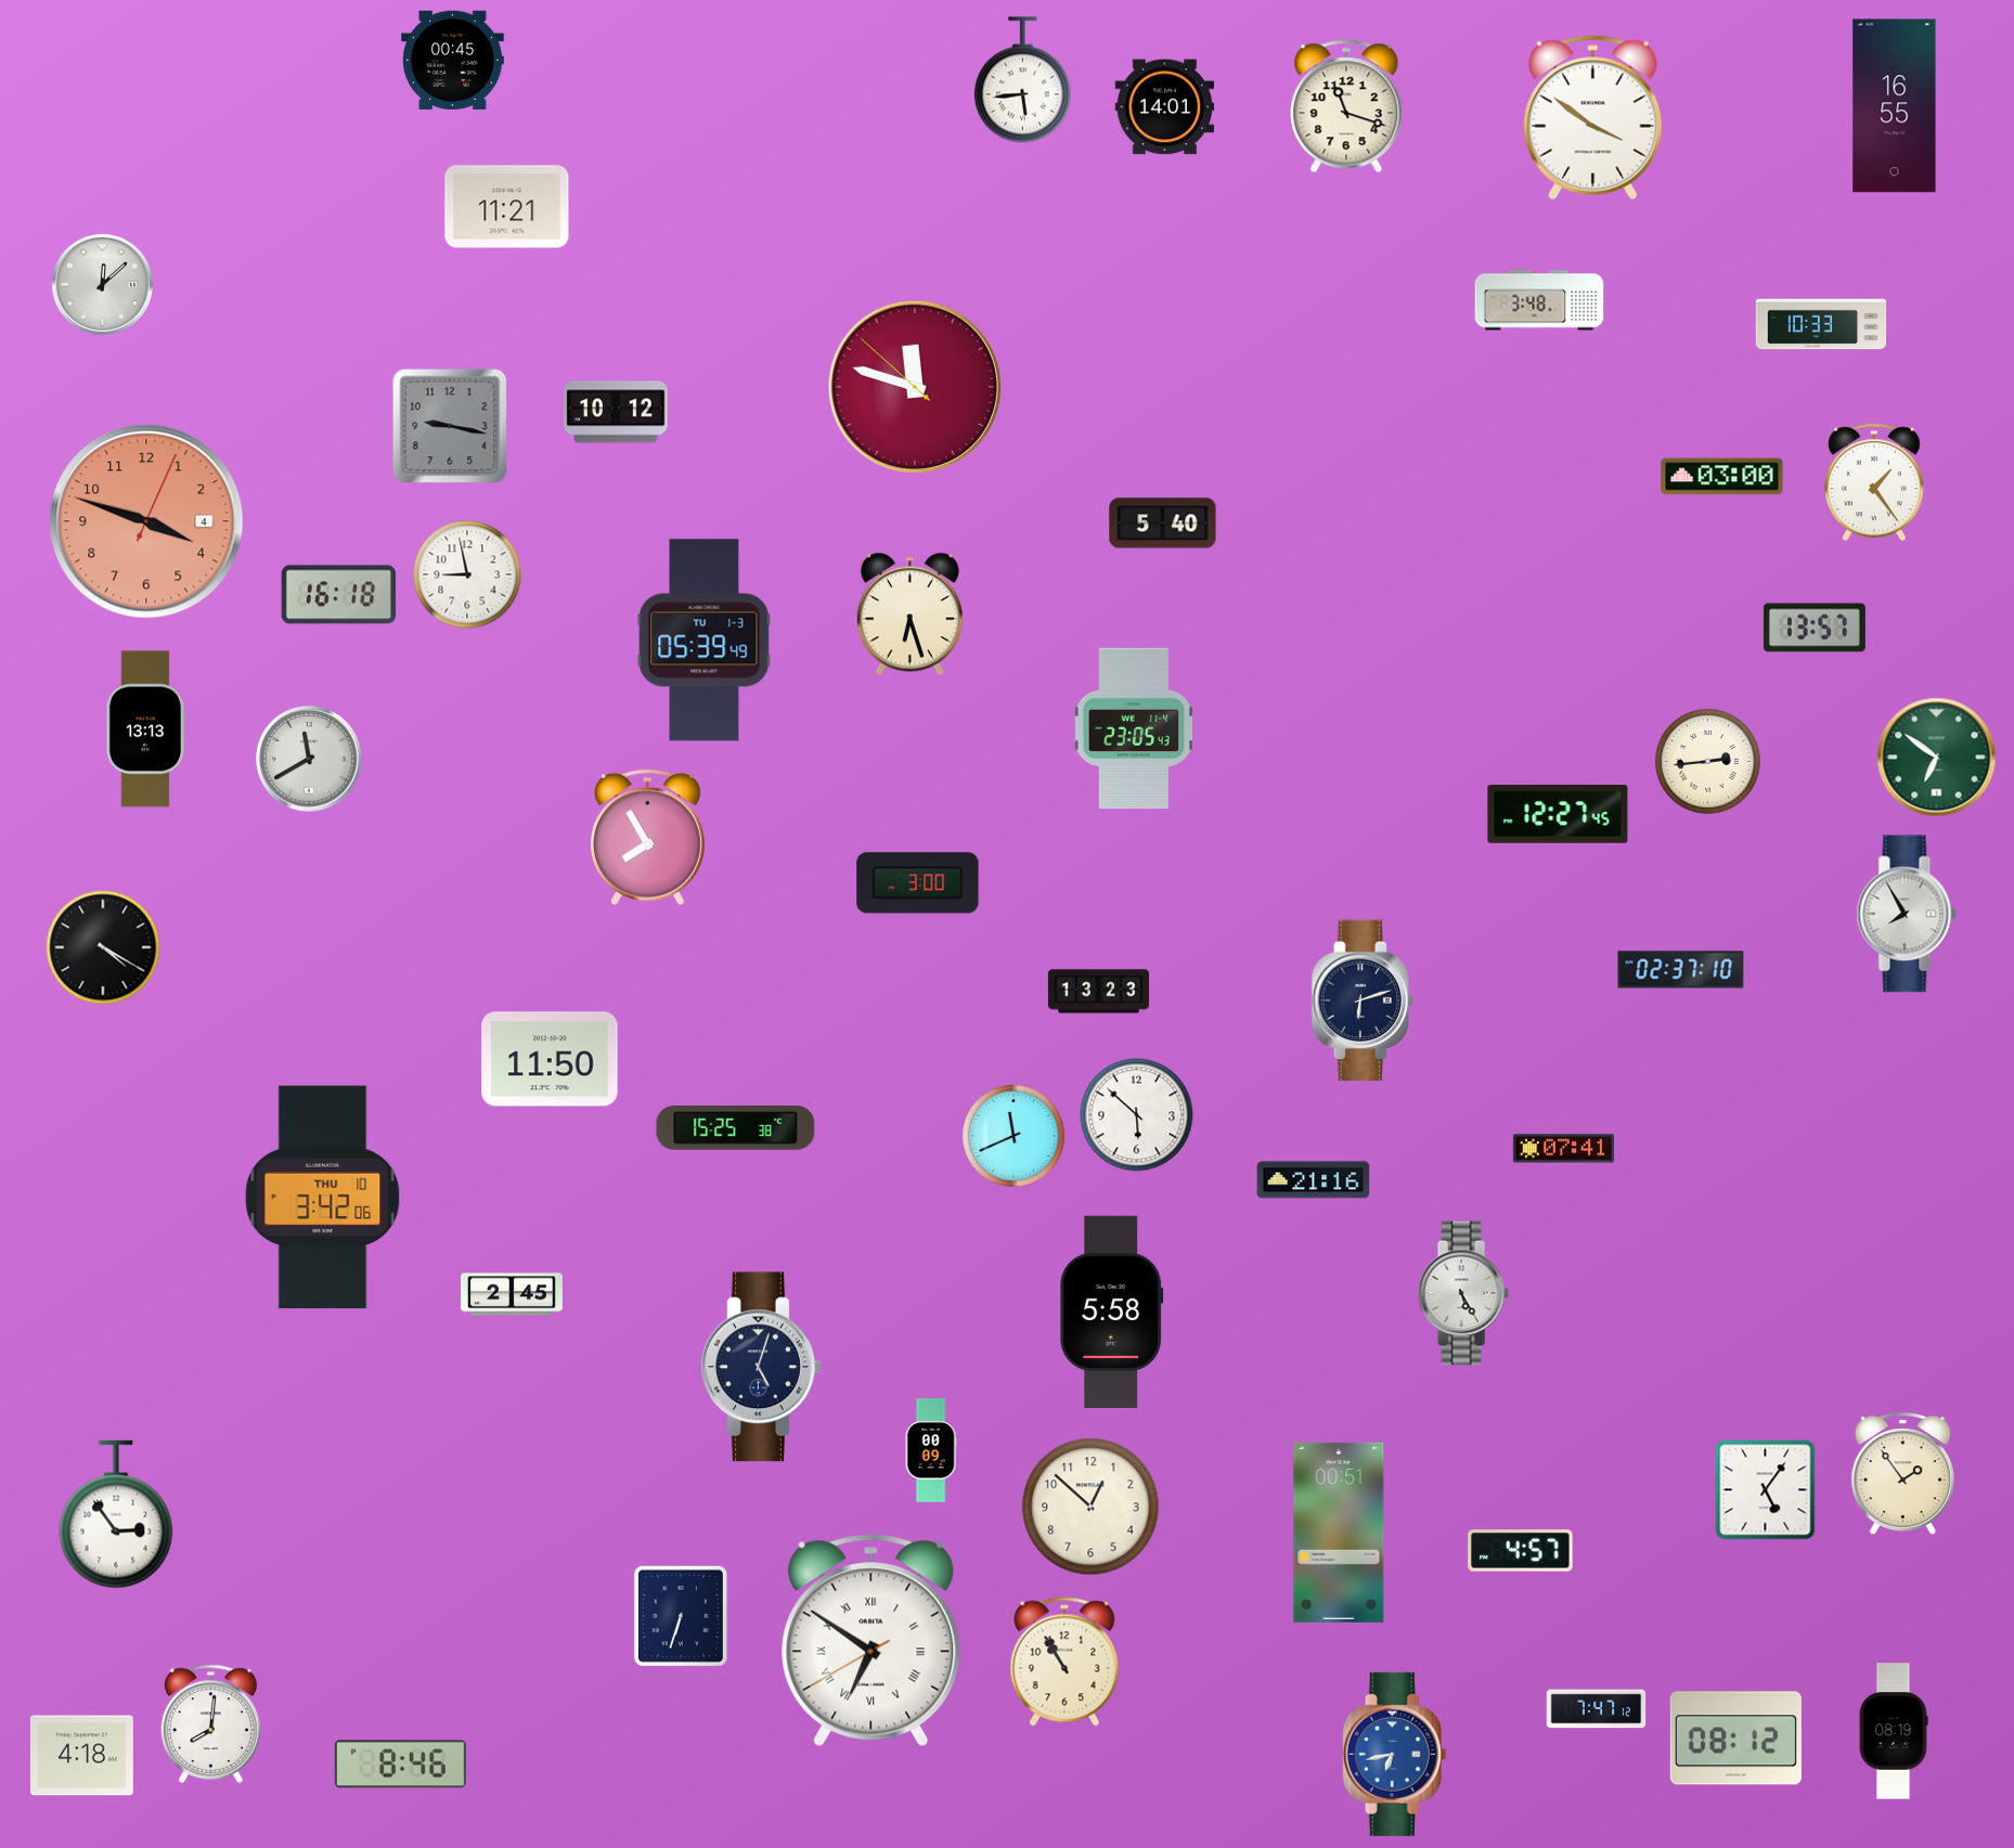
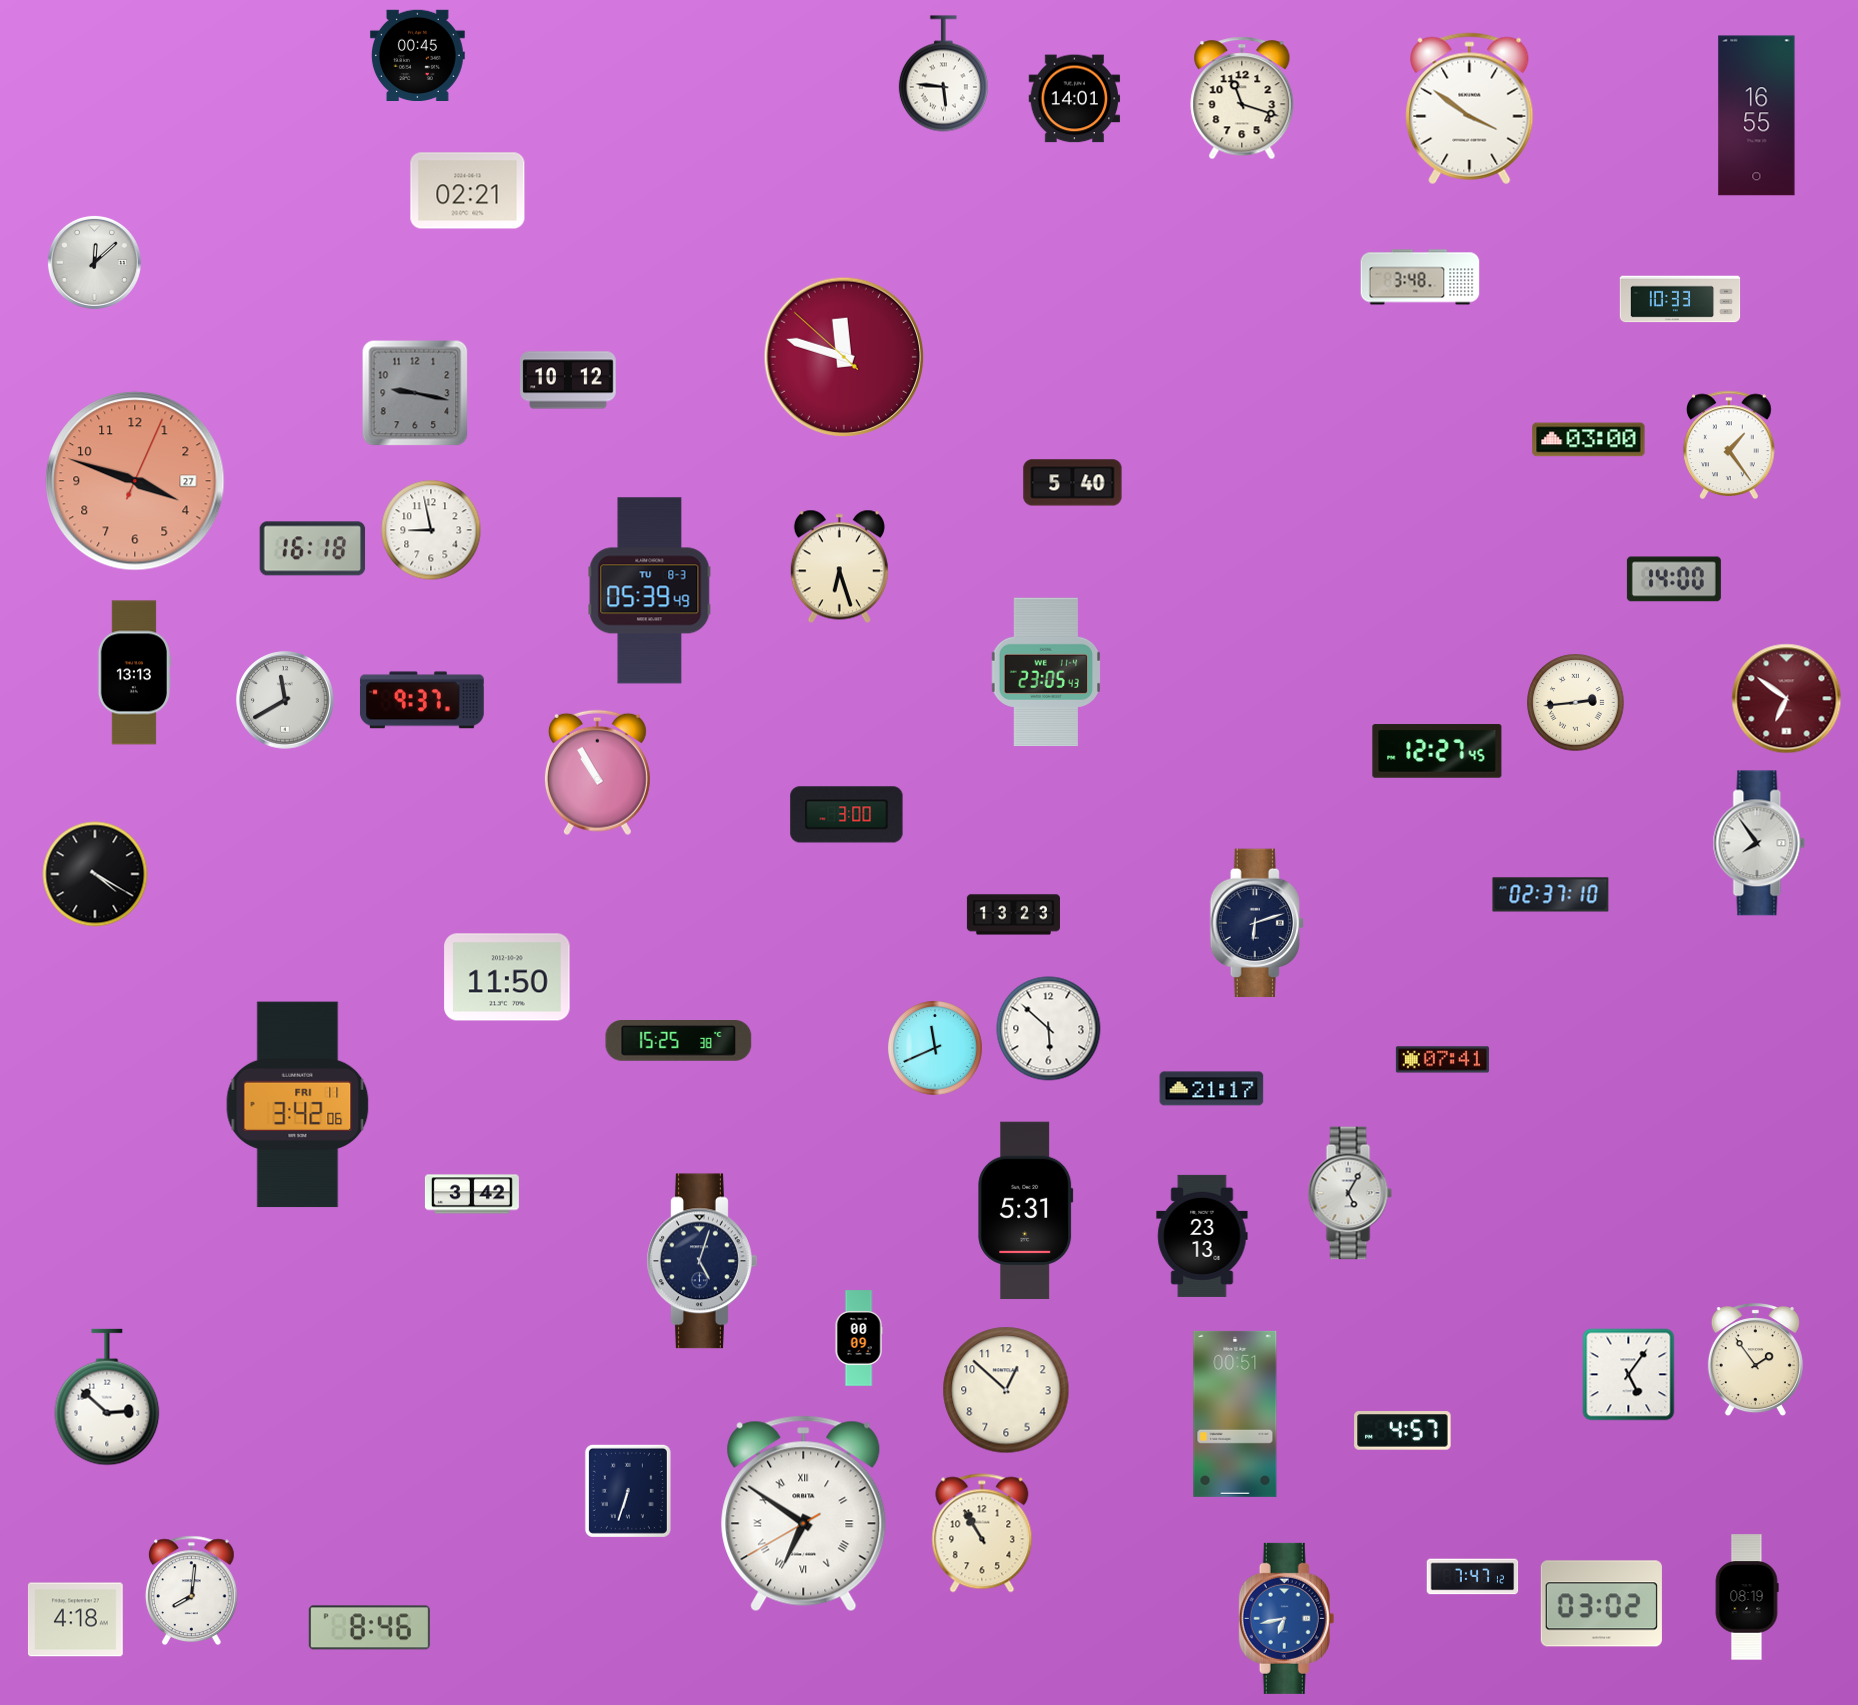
clock at (1022, 80): 5:44 -> 5:46
clock at (1895, 106) position: (1895, 106) -> (1757, 116)
clock at (507, 207): 11:21 -> 02:21
clock at (146, 521) date: 4 -> 27
clock at (1815, 628): 13:57 -> 14:00
clock at (705, 641) date: TU 1-3 -> TU 8-3
clock at (1937, 758) dial: green -> burgundy
clock at (422, 700): none -> 9:37
clock at (647, 838): 7:55 -> 10:55
clock at (1907, 914): 7:55 -> 7:54
clock at (1314, 1180): 21:16 -> 21:17
clock at (323, 1198) date: THU 10 -> FRI 11
clock at (1463, 1293): 5:25 -> 5:05
clock at (512, 1294): 2:45 -> 3:42
clock at (1112, 1313): 5:58 -> 5:31
clock at (1202, 1236): none -> 23:13
clock at (116, 1514): 2:54 -> 2:52
clock at (211, 1723) position: (211, 1723) -> (192, 1590)
clock at (1735, 1739): 08:12 -> 03:02
